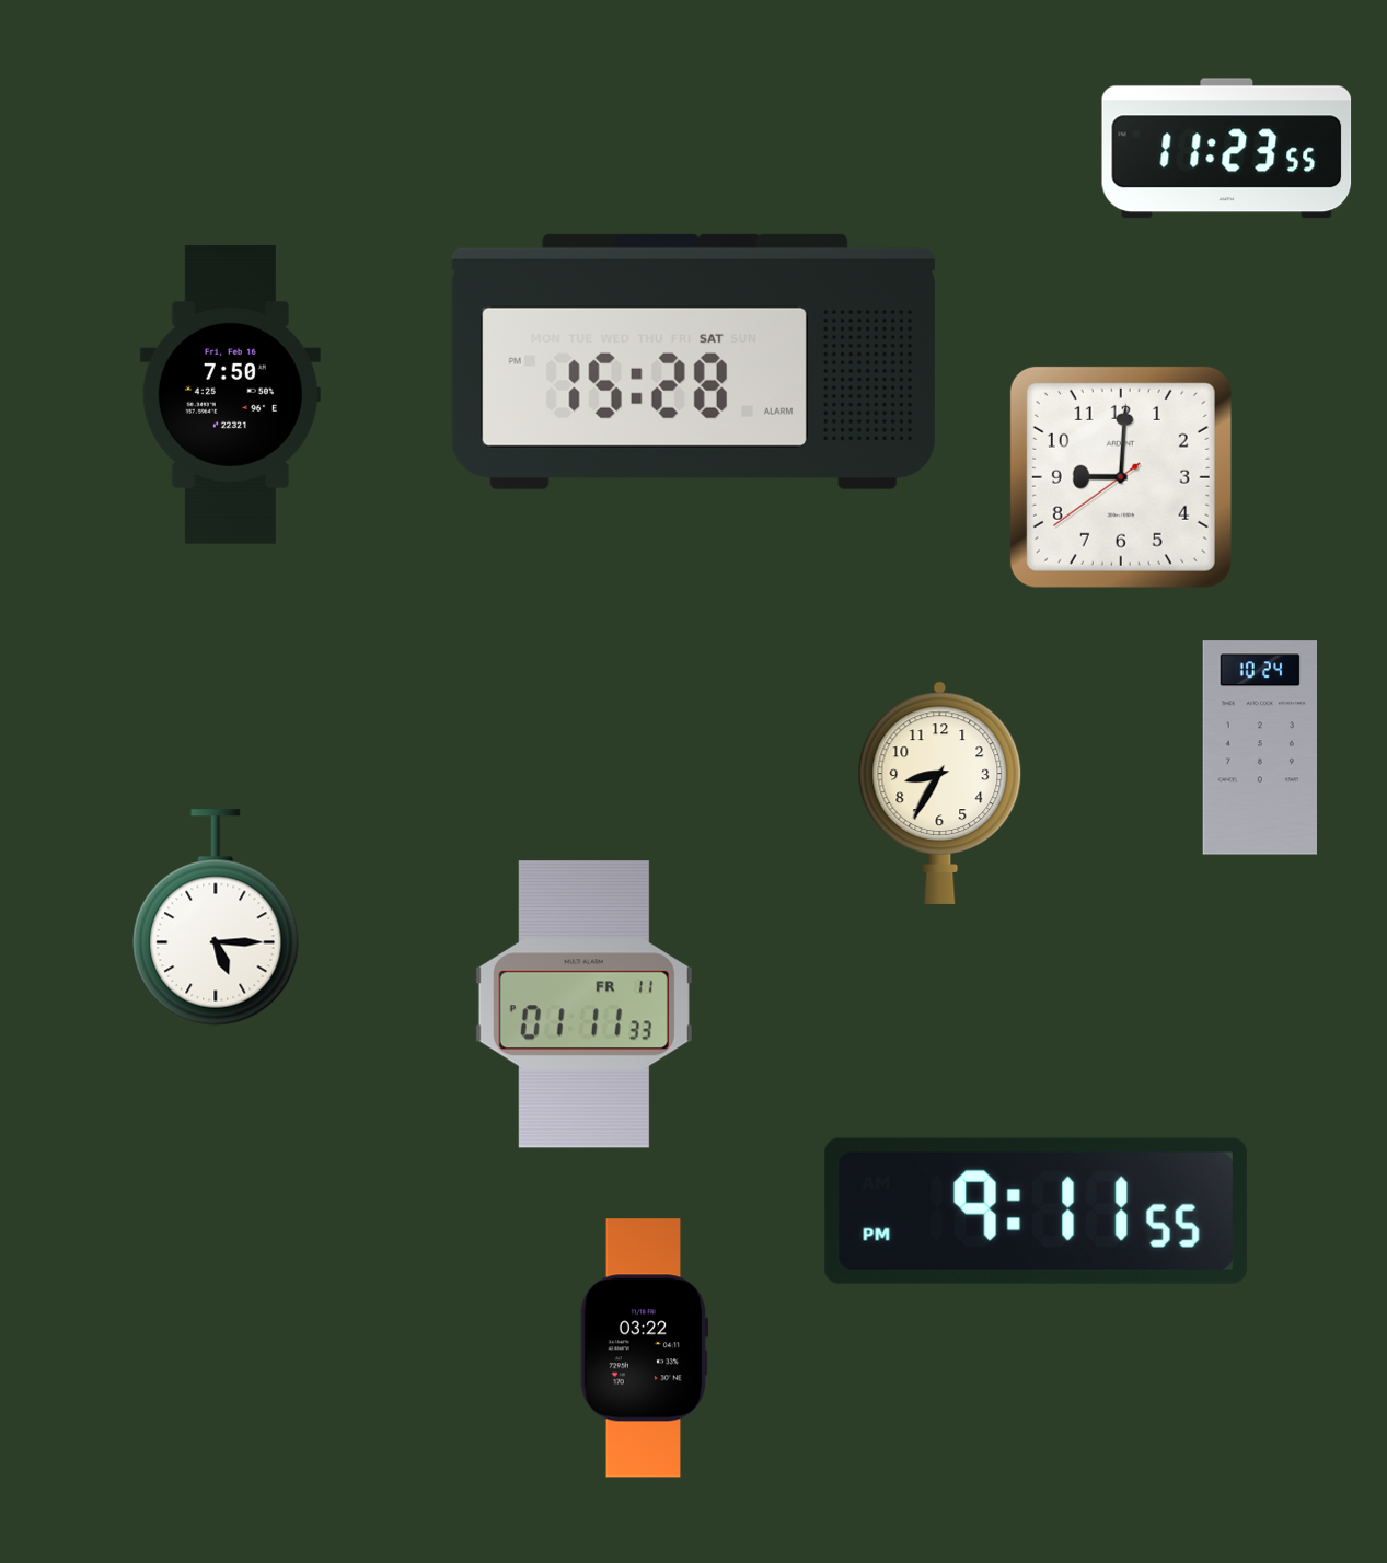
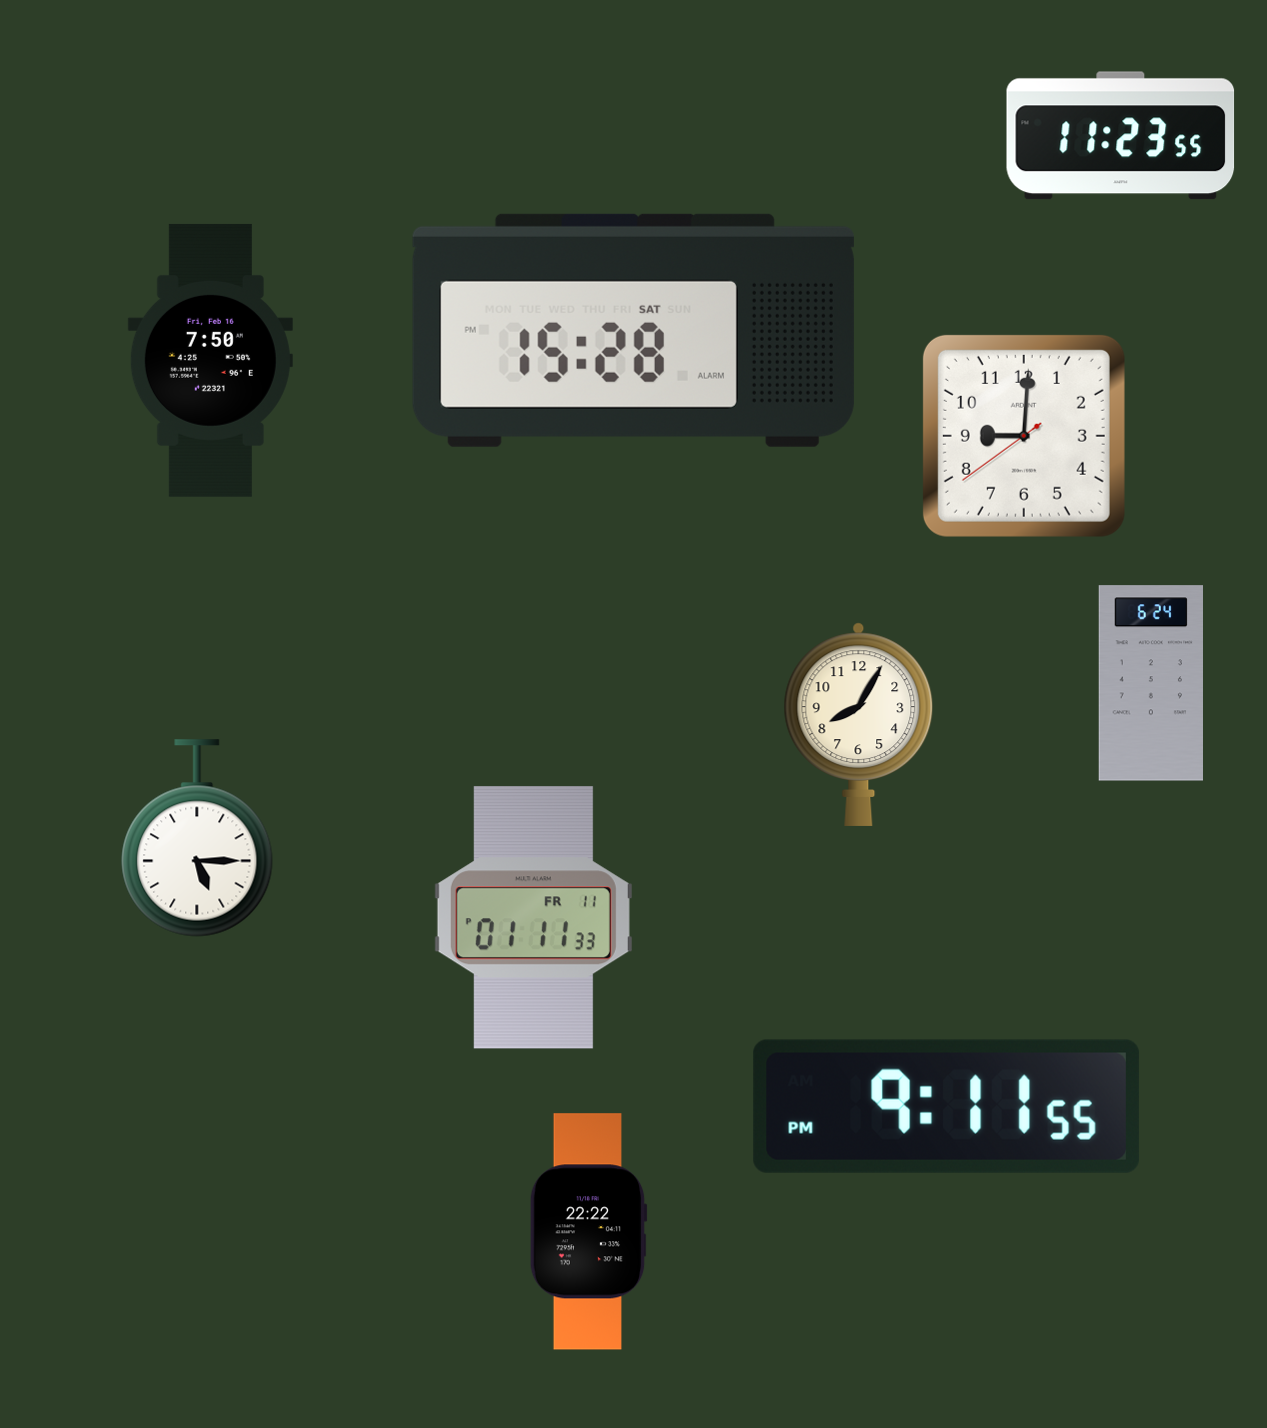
clock at (1259, 748): 10:24 -> 6:24
clock at (940, 792): 8:35 -> 8:05
clock at (644, 1348): 03:22 -> 22:22
